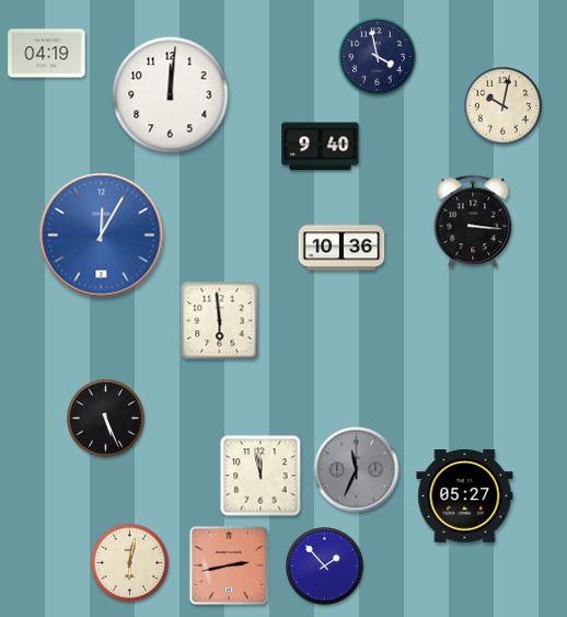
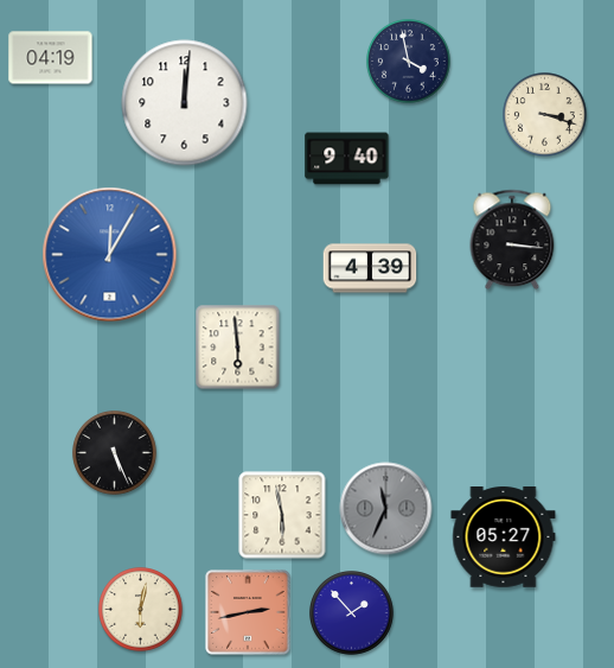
clock at (504, 106): 10:02 -> 3:18
clock at (342, 248): 10:36 -> 4:39
clock at (261, 476): 11:58 -> 5:58
